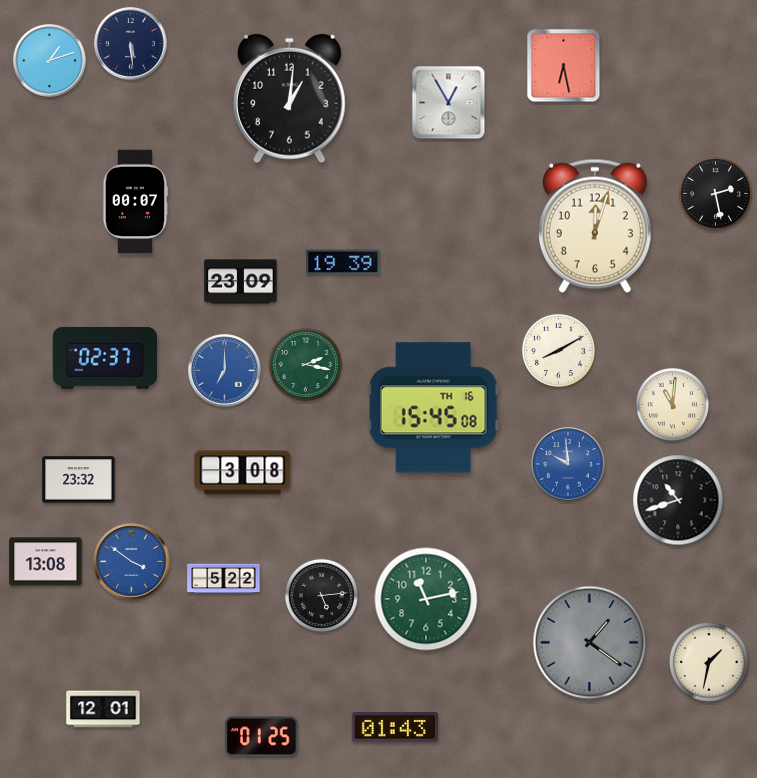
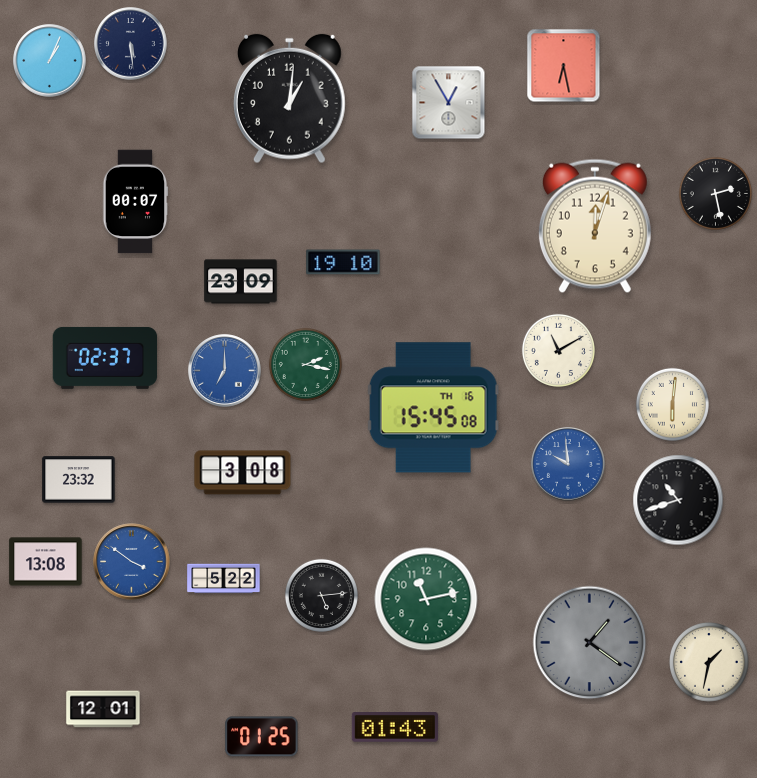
clock at (50, 61): 1:12 -> 1:04
clock at (343, 262): 19:39 -> 19:10
clock at (558, 350): 8:10 -> 11:10
clock at (672, 404): 11:01 -> 6:01
